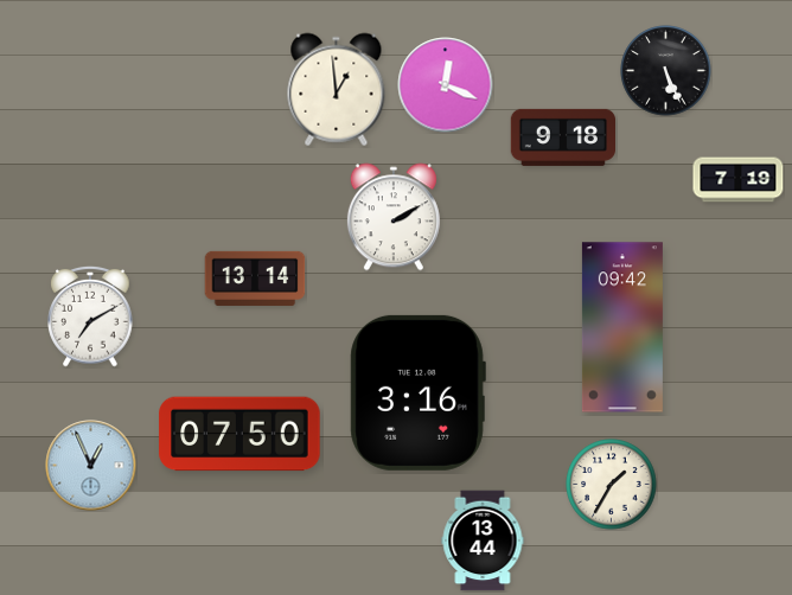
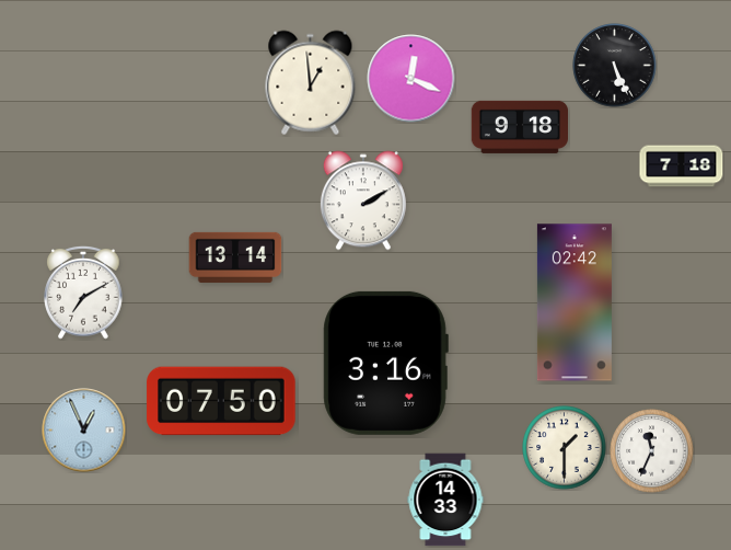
clock at (739, 180): 7:19 -> 7:18
clock at (622, 327): 09:42 -> 02:42
clock at (612, 485): 1:35 -> 1:30
clock at (652, 451): none -> 11:34
clock at (483, 540): 13:44 -> 14:33
